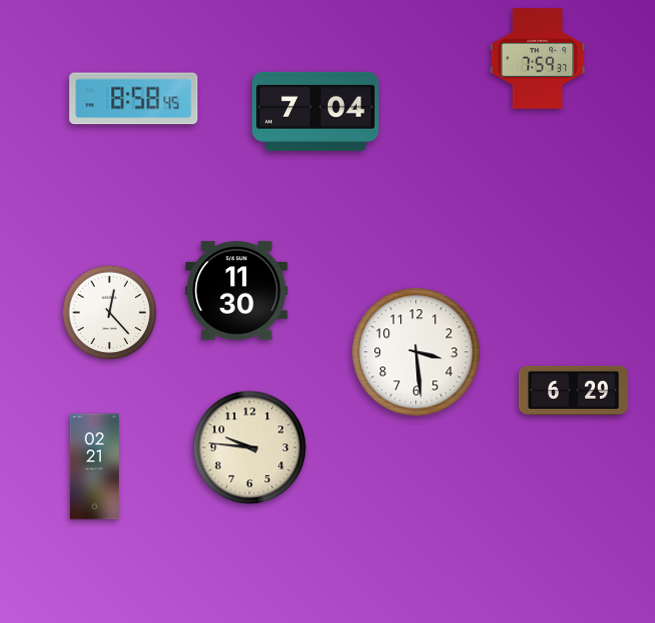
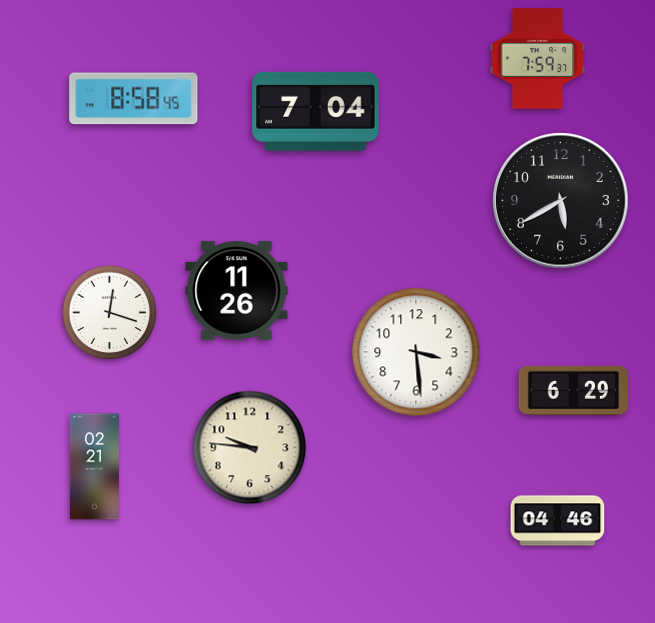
clock at (561, 201): none -> 5:40
clock at (237, 291): 11:30 -> 11:26
clock at (110, 313): 12:23 -> 12:18
clock at (558, 521): none -> 04:46
